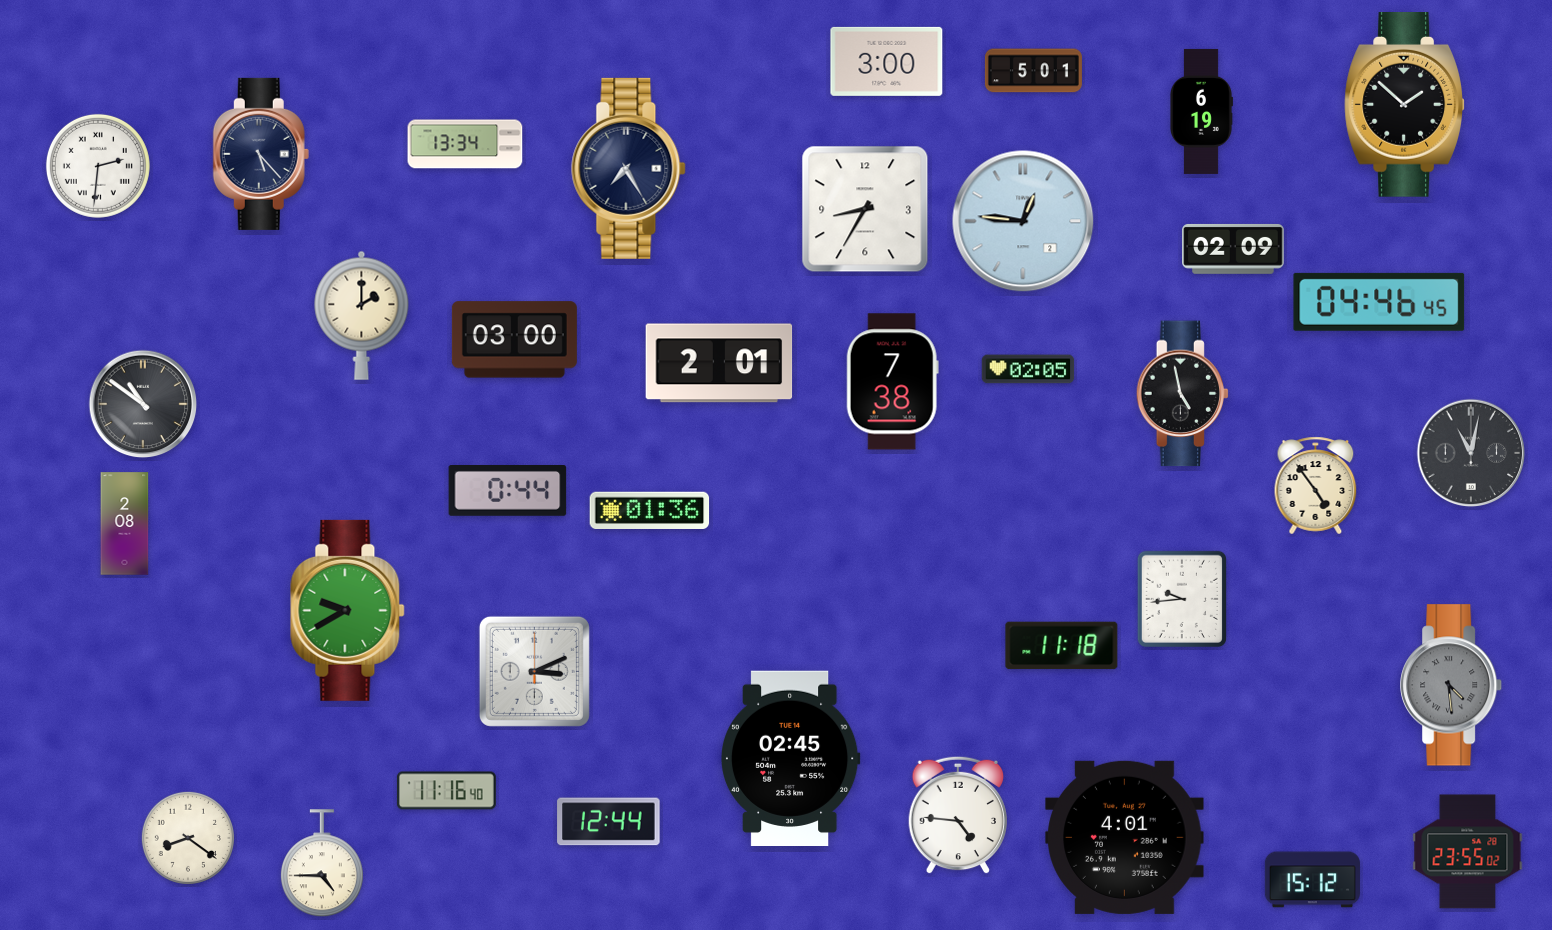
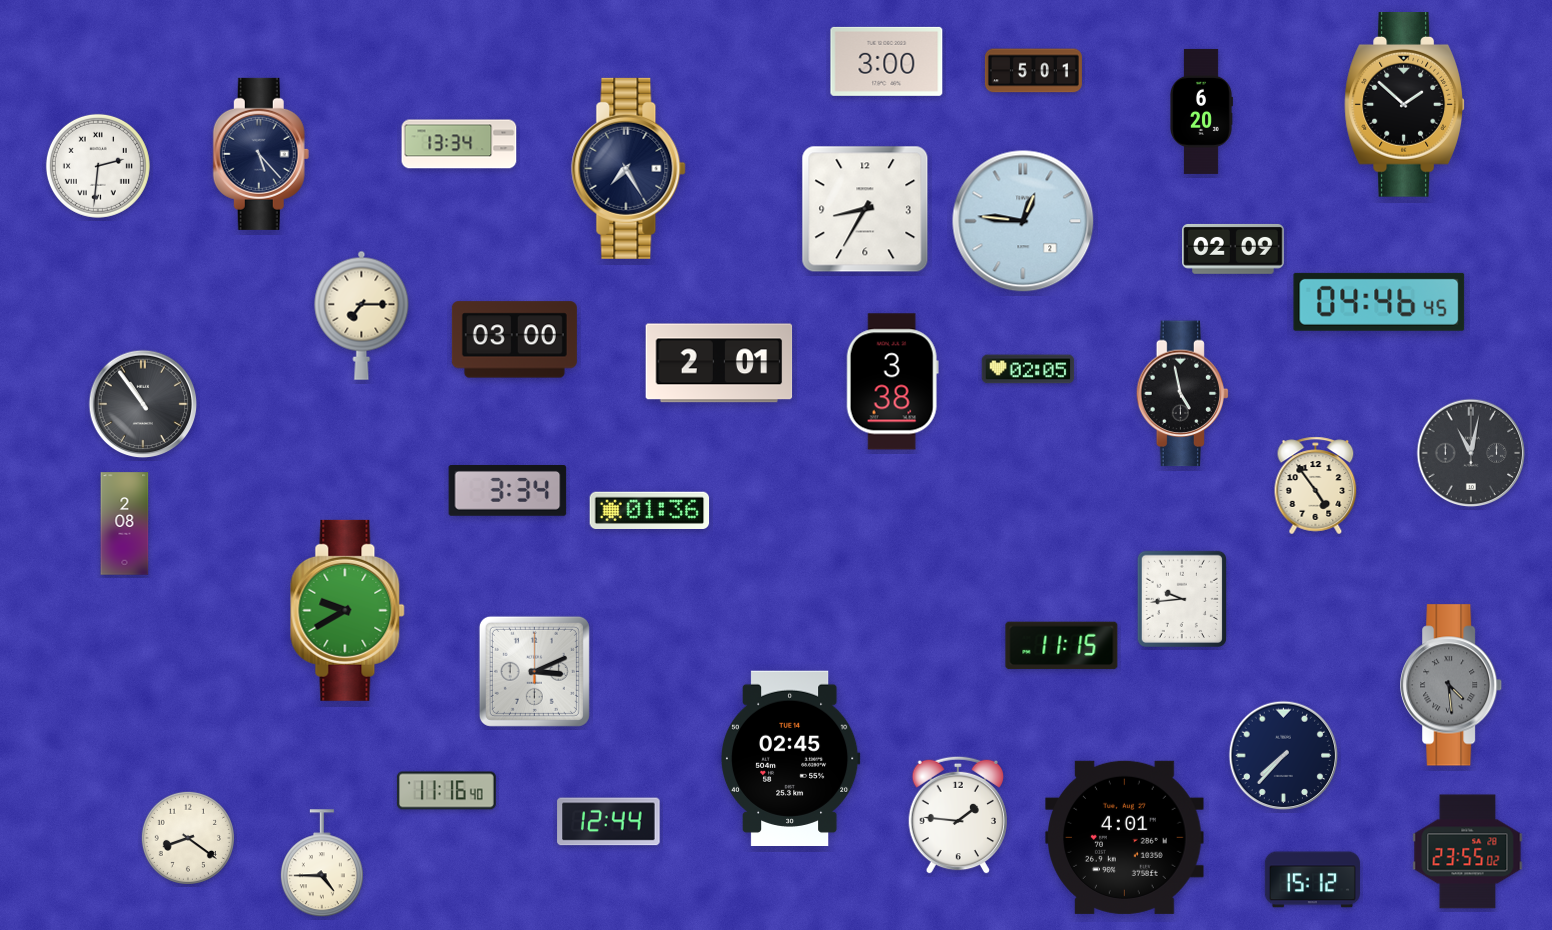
clock at (1202, 111): 6:19 -> 6:20
clock at (465, 144) position: (465, 144) -> (459, 144)
clock at (362, 315): 2:00 -> 7:15
clock at (892, 382): 7:38 -> 3:38
clock at (143, 404): 10:51 -> 10:54
clock at (508, 491): 0:44 -> 3:34
clock at (1062, 646): 11:18 -> 11:15
clock at (1284, 756): none -> 7:37
clock at (958, 815): 4:46 -> 1:46
